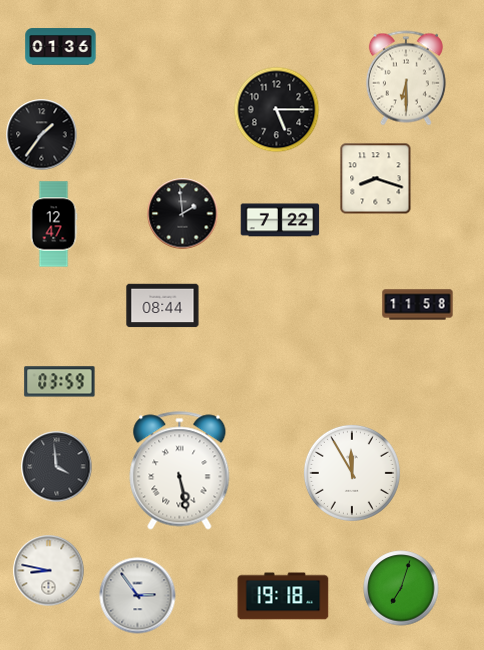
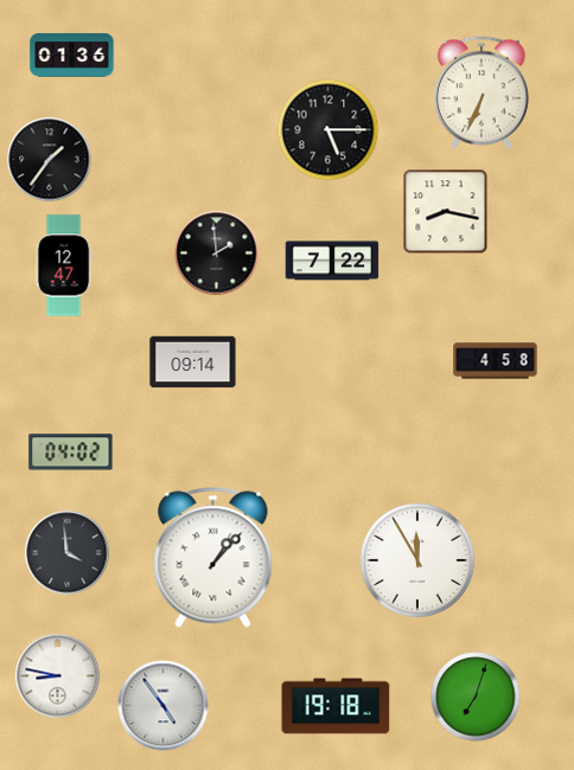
clock at (406, 78): 6:30 -> 6:34
clock at (376, 179): 8:18 -> 8:17
clock at (418, 305): 11:58 -> 4:58
clock at (163, 306): 08:44 -> 09:14
clock at (60, 382): 03:59 -> 04:02
clock at (180, 471): 5:28 -> 1:07
clock at (138, 596): 2:54 -> 4:54
